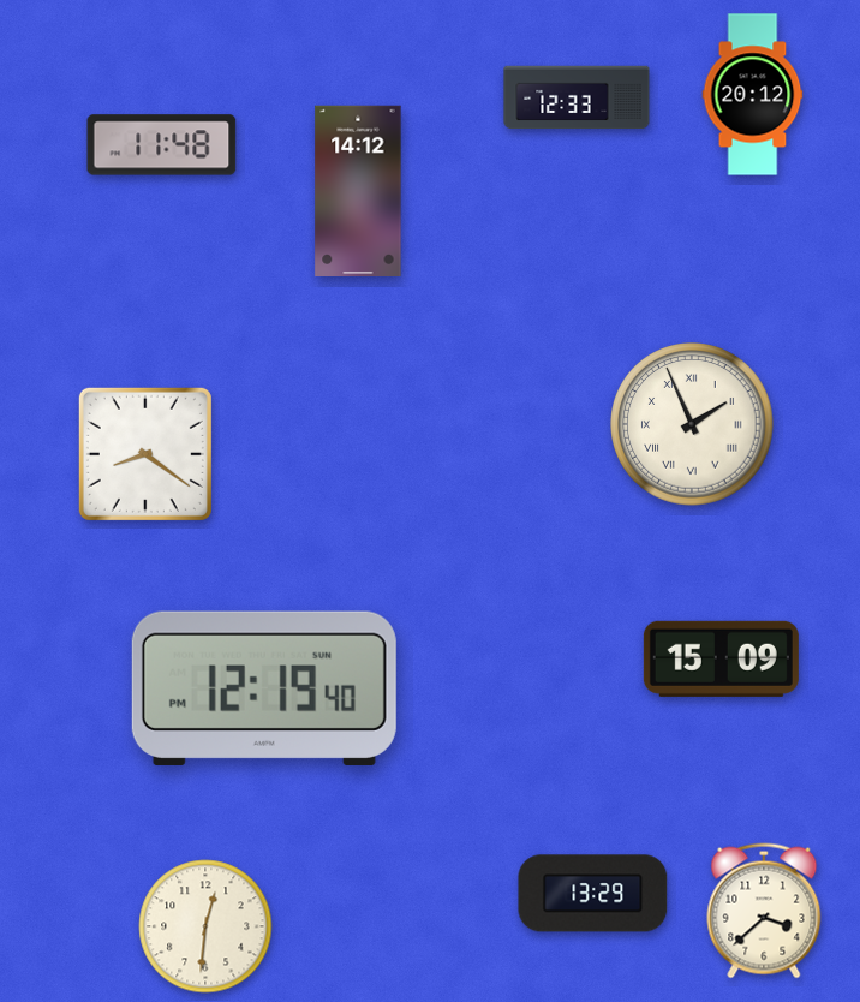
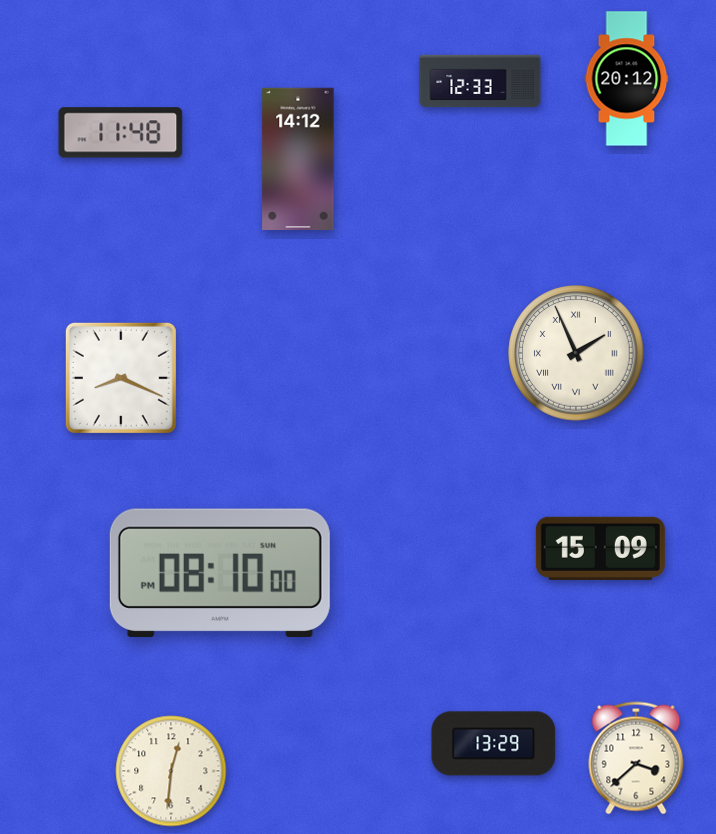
clock at (162, 145) position: (162, 145) -> (121, 133)
clock at (145, 454): 8:21 -> 8:19
clock at (264, 688): 12:19 -> 08:10
